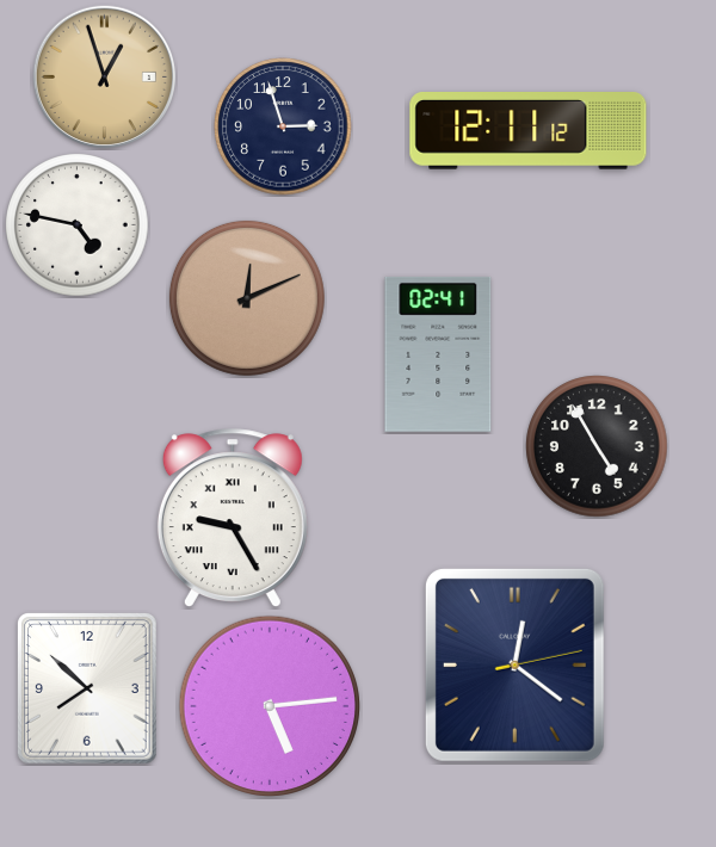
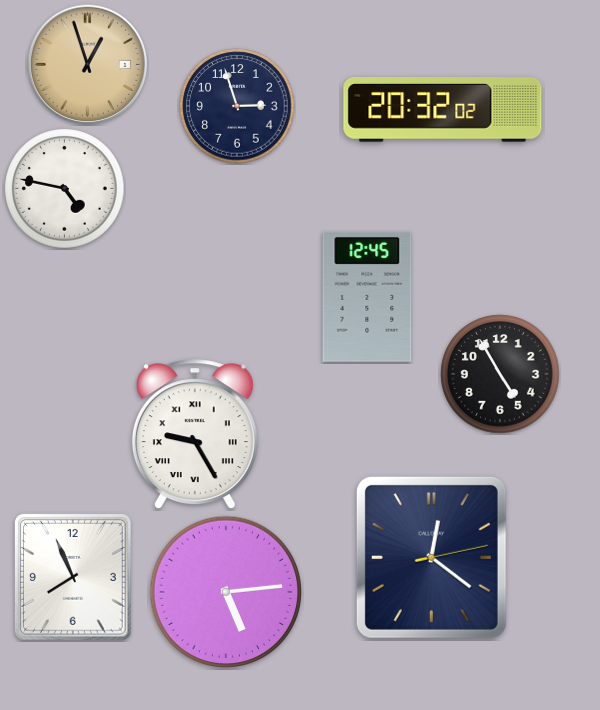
clock at (529, 131): 12:11 -> 20:32
clock at (247, 298): 12:11 -> none
clock at (438, 354): 02:41 -> 12:45
clock at (87, 690): 7:52 -> 7:56
